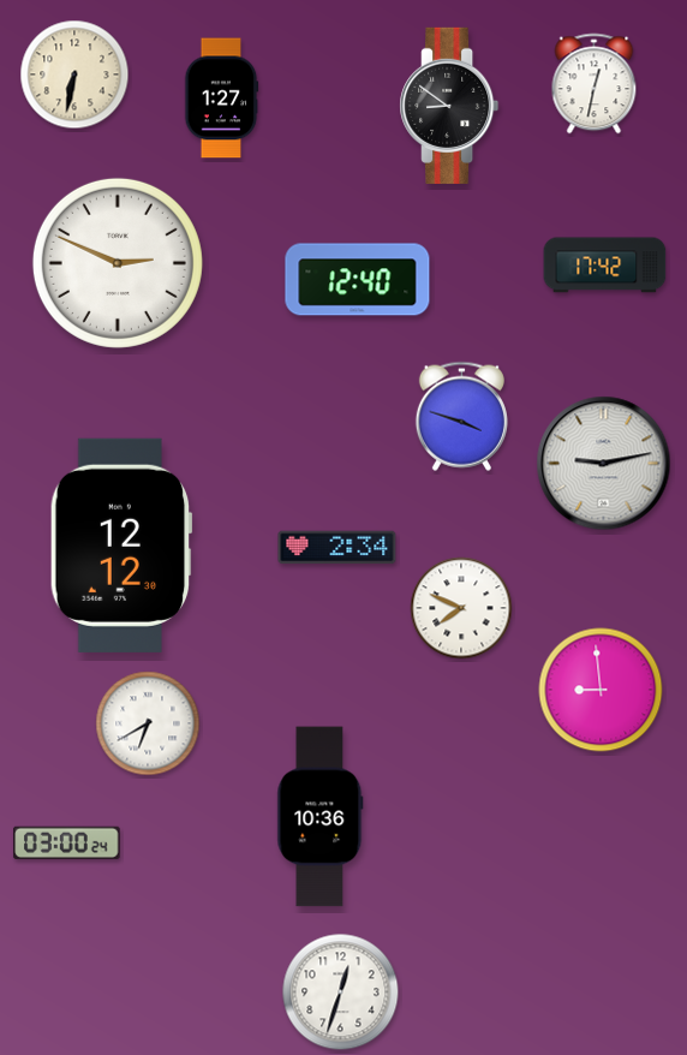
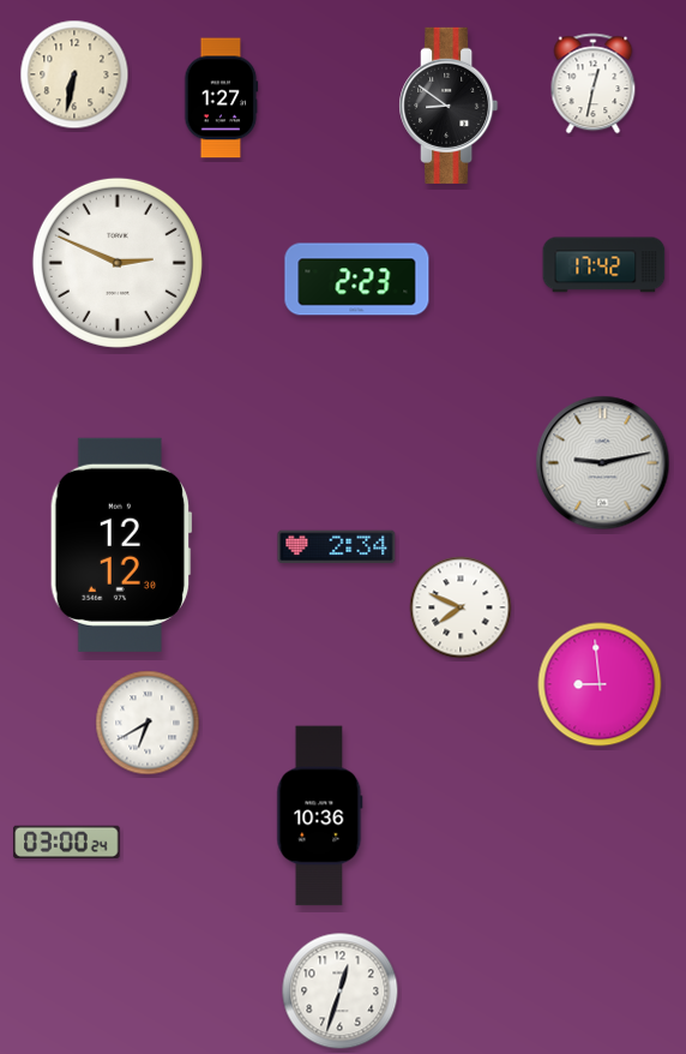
clock at (358, 280): 12:40 -> 2:23
clock at (461, 416): 3:48 -> none
clock at (601, 690) position: (601, 690) -> (600, 684)
